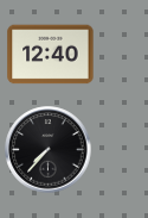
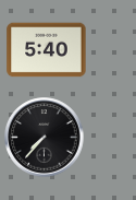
clock at (51, 55): 12:40 -> 5:40
